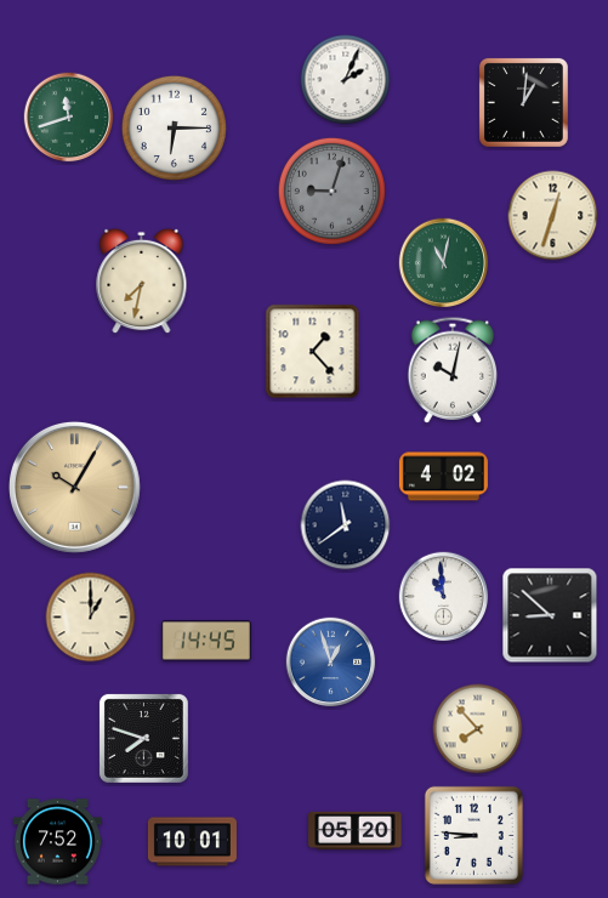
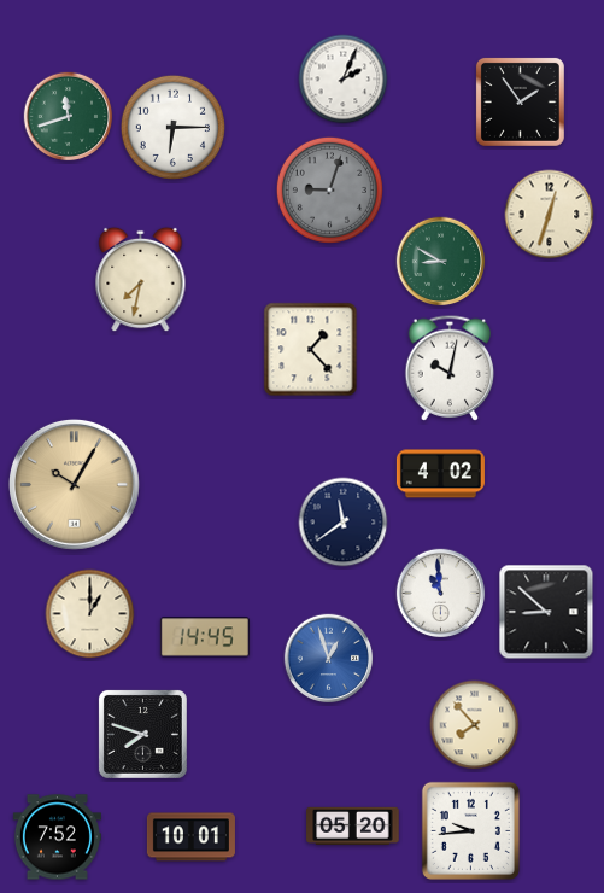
clock at (523, 102): 1:01 -> 1:54
clock at (444, 263): 11:02 -> 8:50
clock at (473, 835): 8:46 -> 9:44
